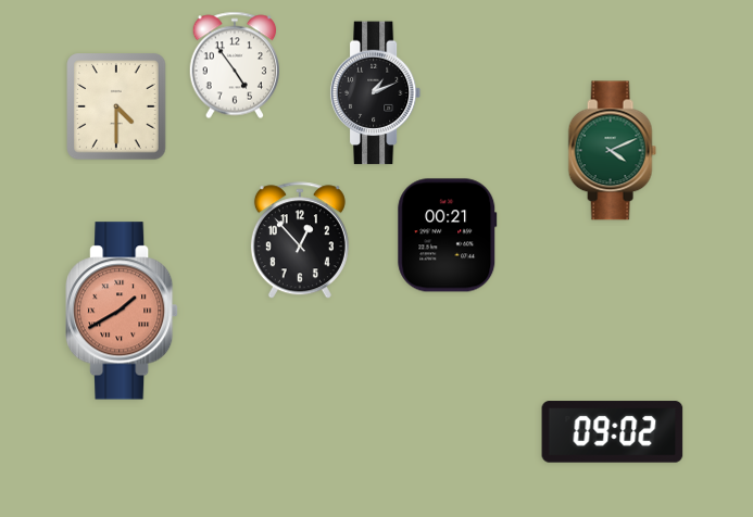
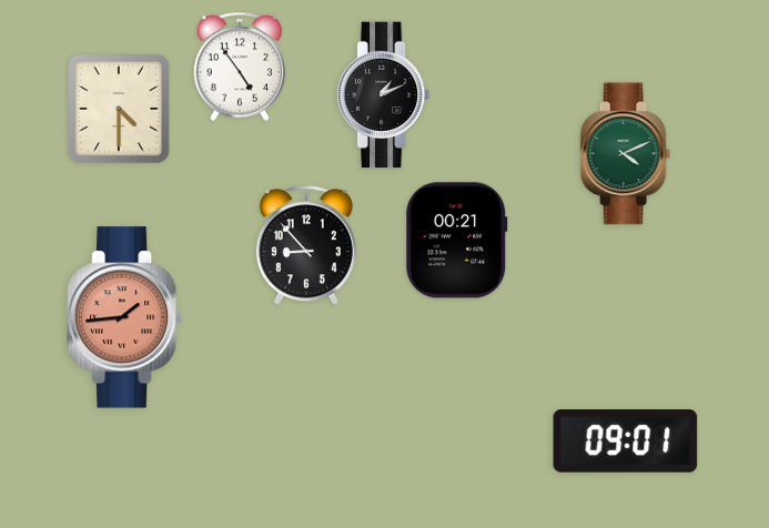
clock at (300, 241): 12:53 -> 8:53
clock at (123, 311): 1:40 -> 1:44
clock at (613, 432): 09:02 -> 09:01
